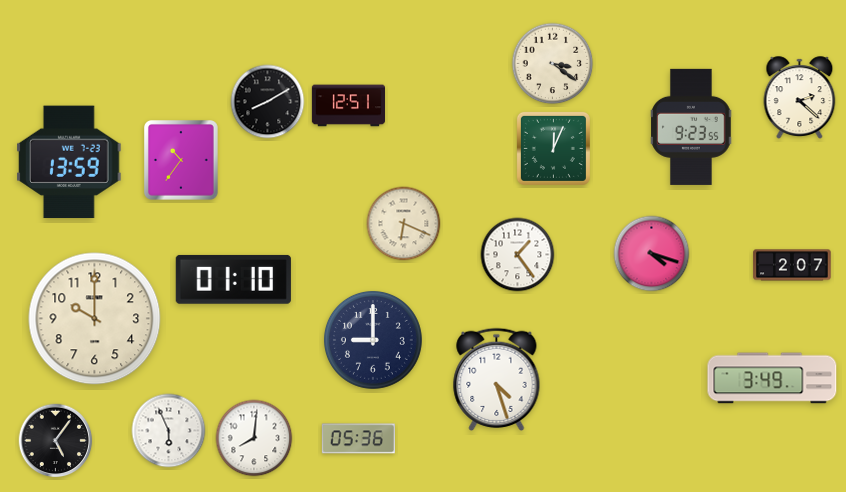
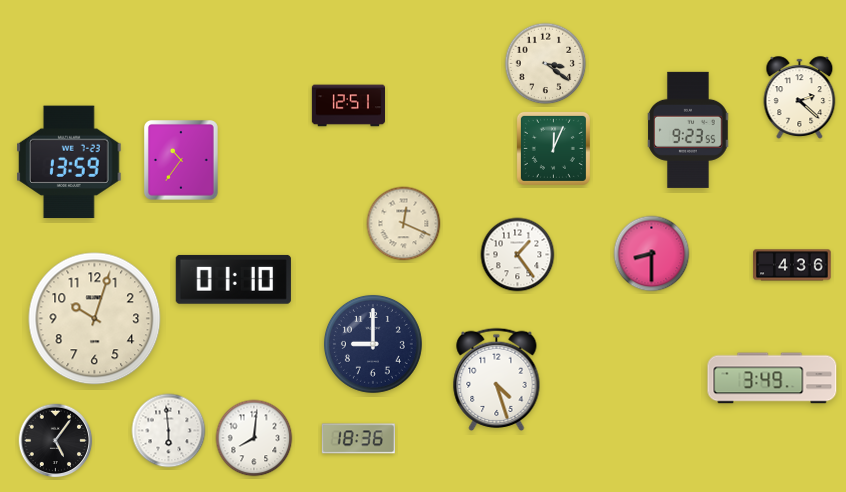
clock at (553, 64) position: (553, 64) -> (546, 64)
clock at (268, 102): 8:10 -> none
clock at (691, 127) position: (691, 127) -> (688, 130)
clock at (404, 224): 6:19 -> 12:19
clock at (652, 254): 4:18 -> 8:30
clock at (792, 265): 2:07 -> 4:36
clock at (95, 319): 10:00 -> 10:03
clock at (373, 340) position: (373, 340) -> (373, 344)
clock at (169, 431): 5:56 -> 5:59
clock at (358, 439): 05:36 -> 18:36
